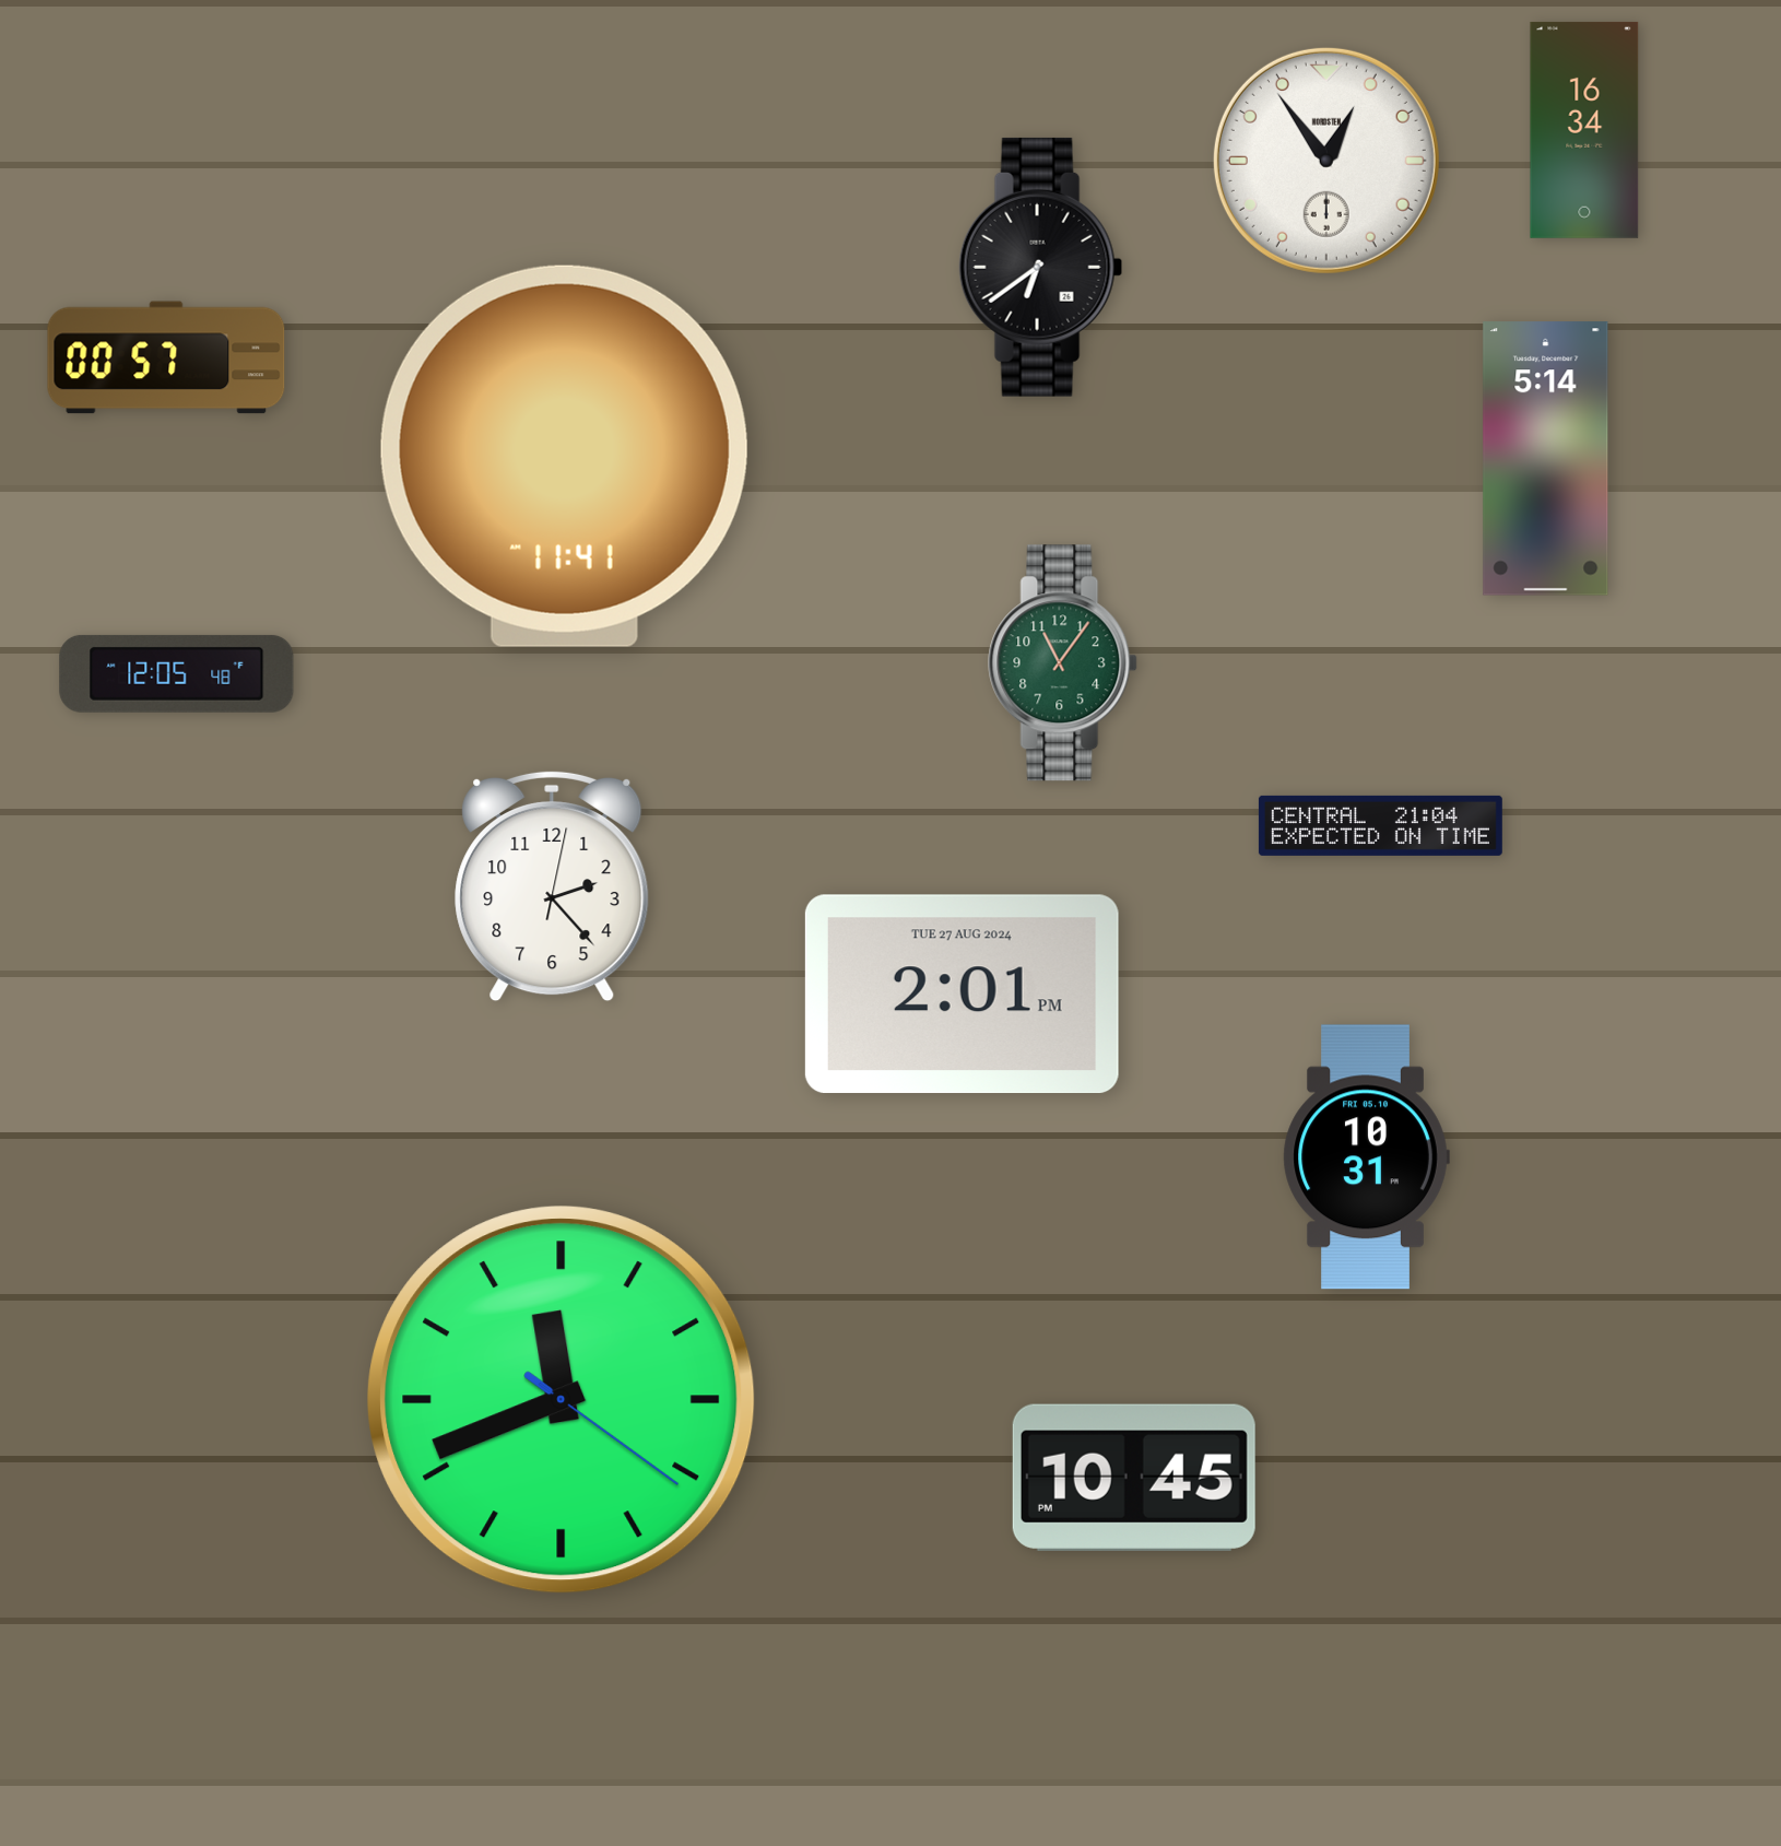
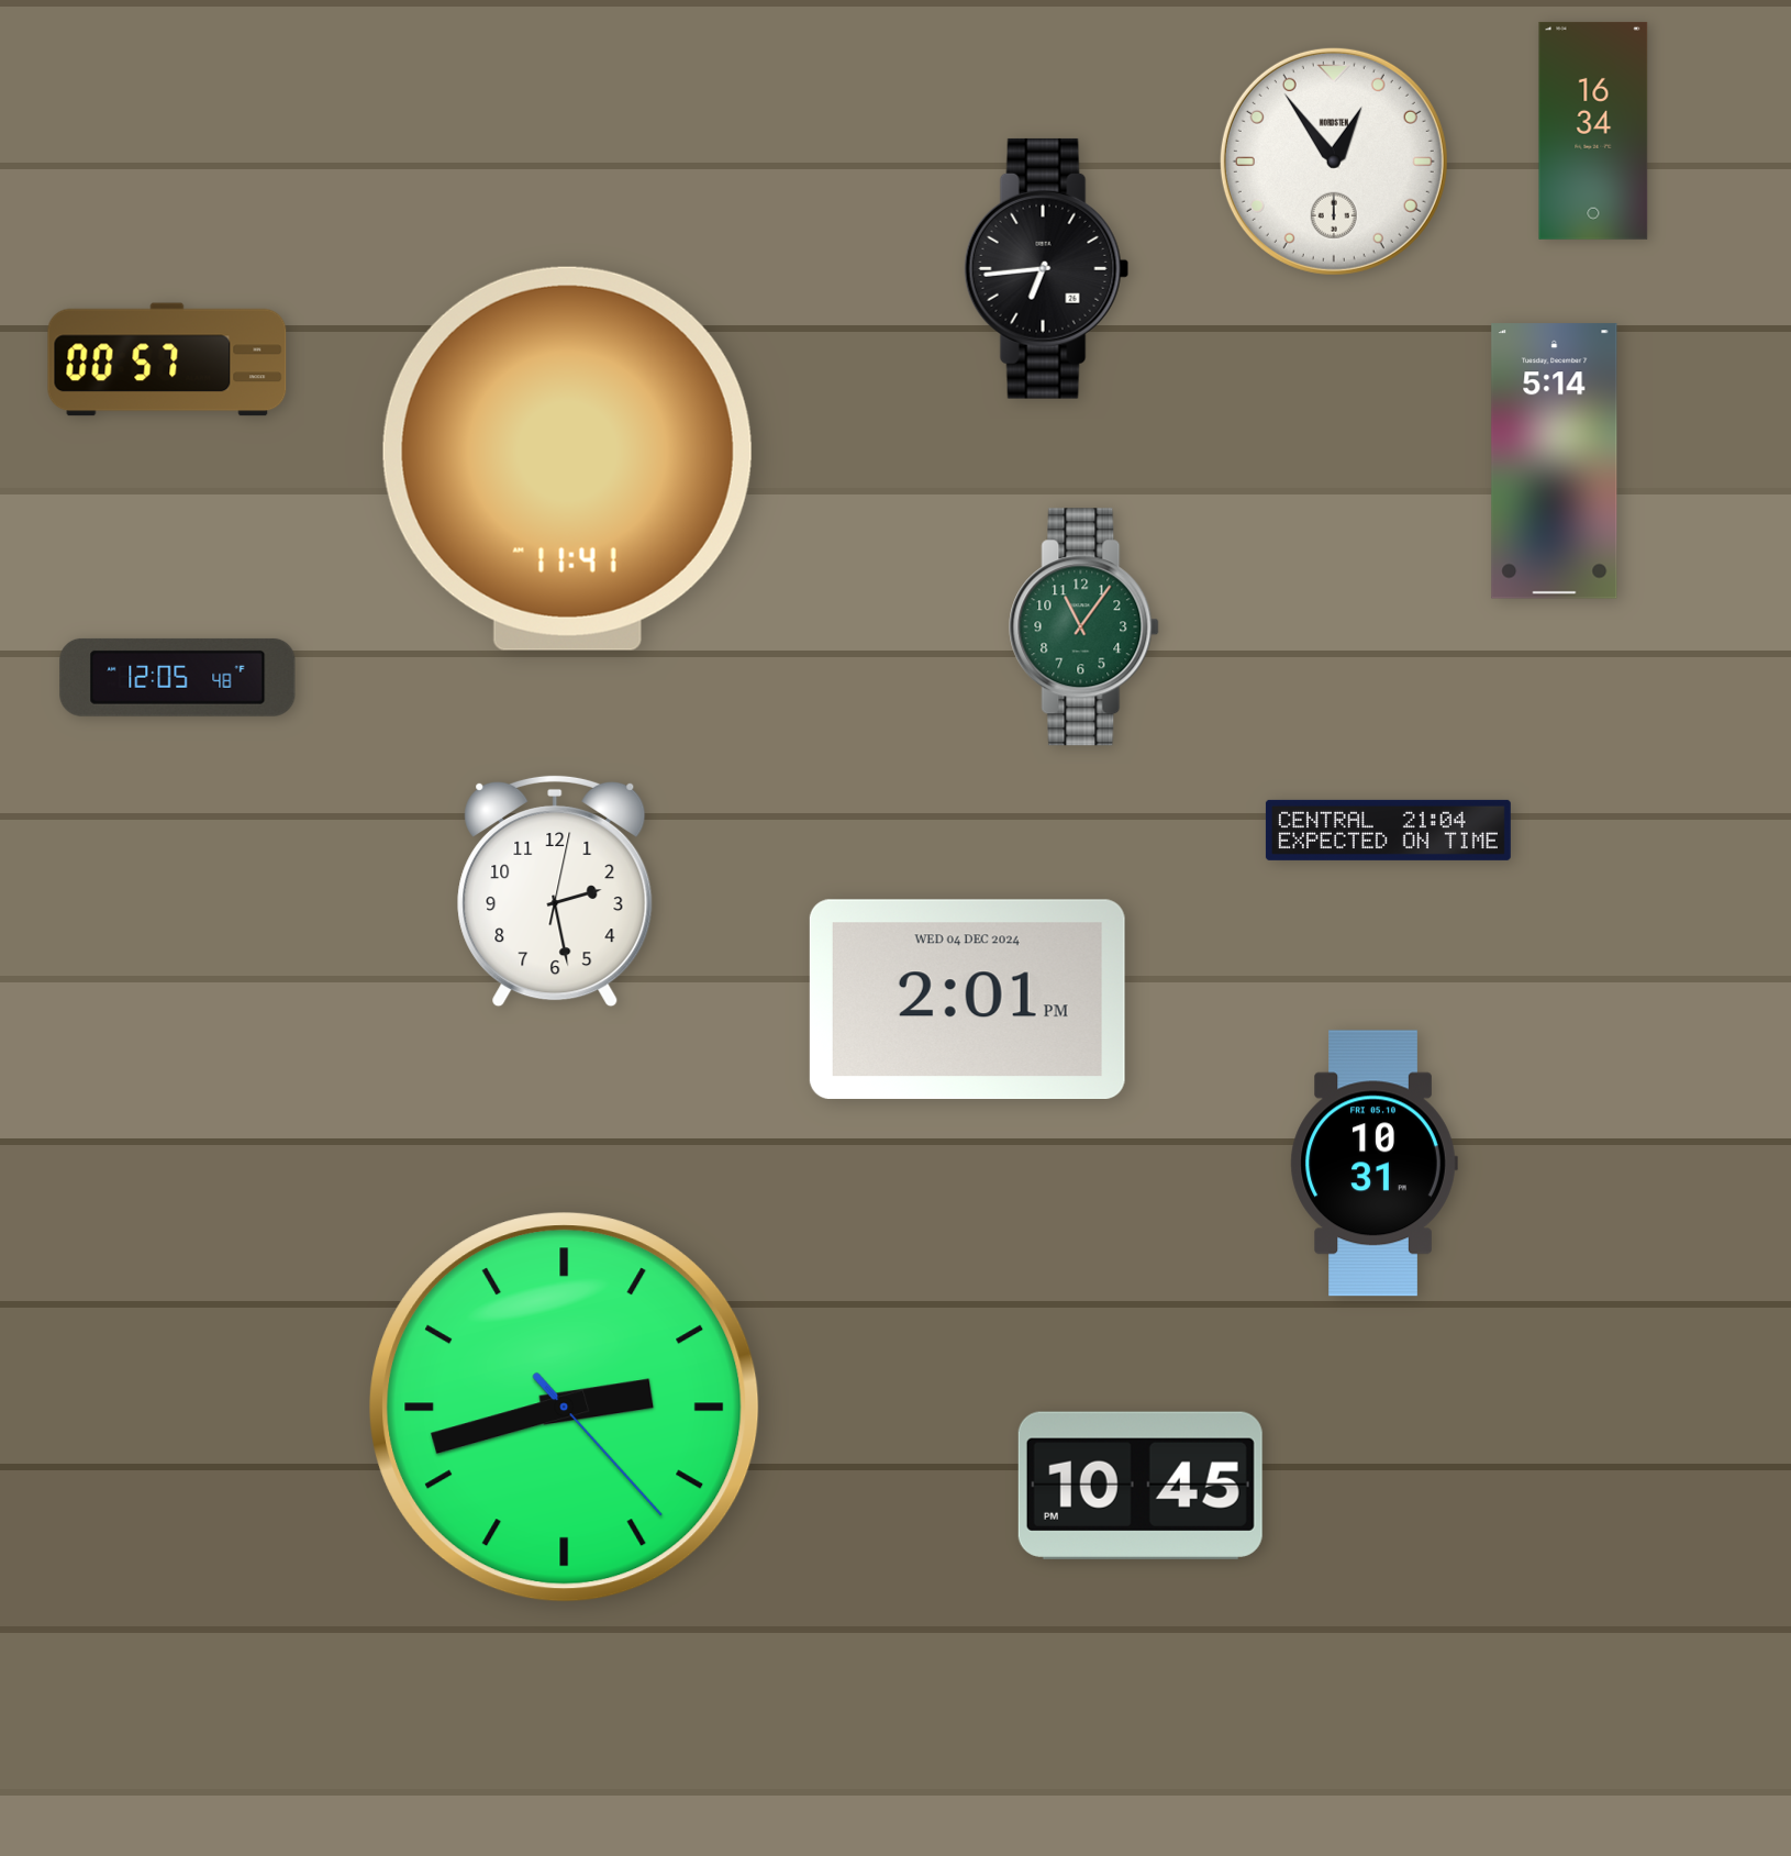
clock at (1041, 267): 6:39 -> 6:44
clock at (1063, 663) position: (1063, 663) -> (1084, 627)
clock at (552, 886): 2:23 -> 2:28
clock at (962, 993) date: TUE 27 AUG 2024 -> WED 04 DEC 2024
clock at (562, 1400): 11:41 -> 2:42
